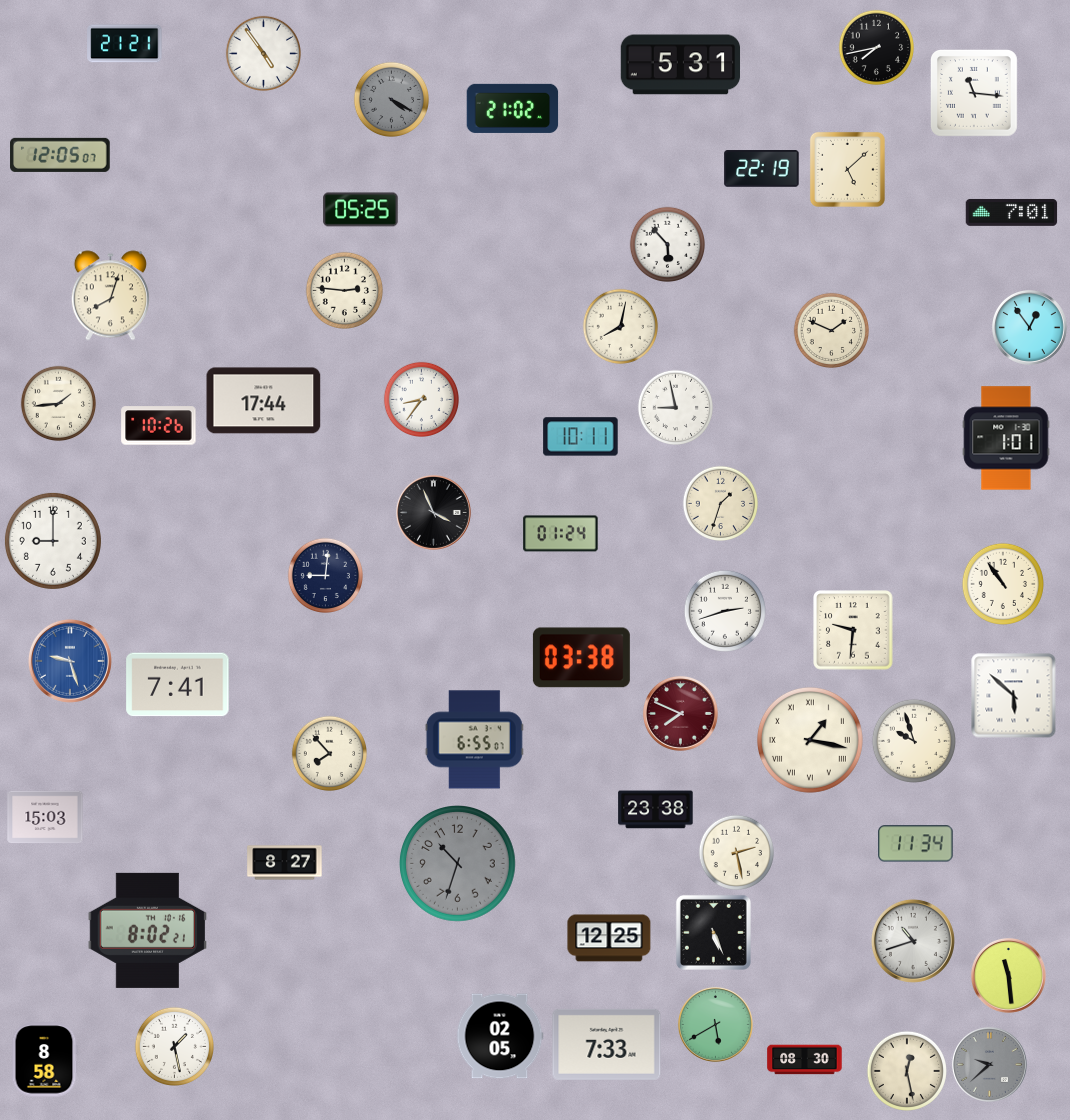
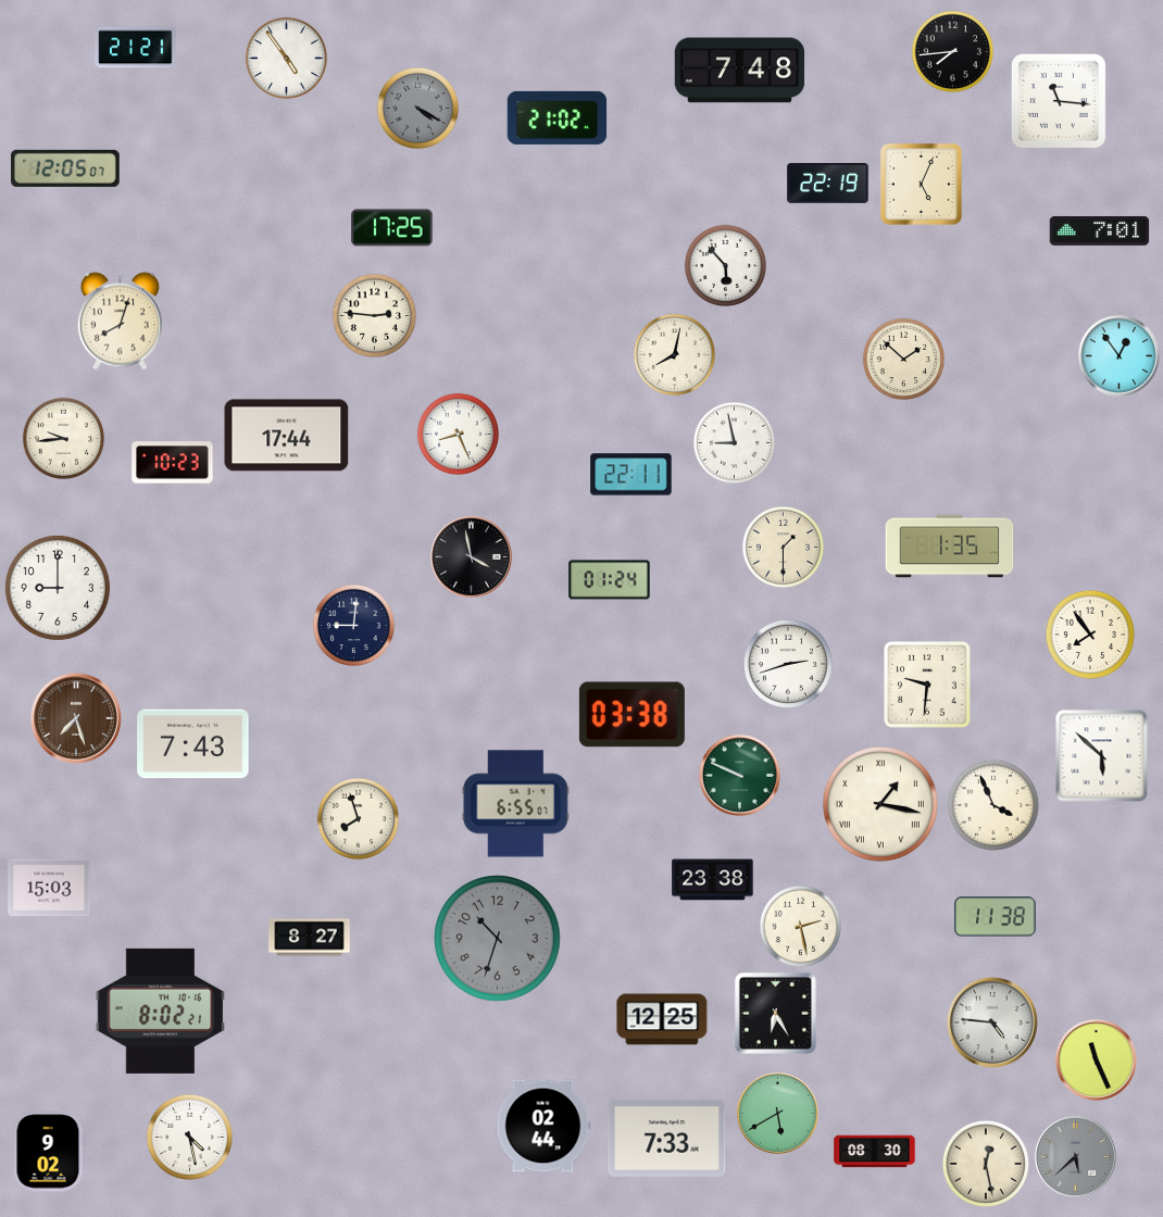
clock at (876, 47): 7:43 -> 7:44
clock at (681, 65): 5:31 -> 7:48
clock at (391, 99) position: (391, 99) -> (417, 108)
clock at (847, 169): 5:08 -> 5:04
clock at (361, 210): 05:25 -> 17:25
clock at (831, 330): 1:49 -> 1:52
clock at (421, 399): 8:36 -> 8:26
clock at (58, 403): 1:44 -> 9:44
clock at (159, 426): 10:26 -> 10:23
clock at (581, 437): 10:11 -> 22:11
clock at (1006, 438): 1:01 -> none
clock at (720, 503): 1:33 -> 1:30
clock at (950, 547): none -> 1:35
clock at (434, 513): 3:56 -> 3:58
clock at (1003, 584): 10:54 -> 7:54
clock at (70, 661): 9:27 -> 7:27
clock at (70, 661) dial: blue -> brown
clock at (178, 685): 7:41 -> 7:43
clock at (681, 714): 7:49 -> 9:49
clock at (681, 714) dial: burgundy -> green
clock at (914, 741): 9:57 -> 3:56
clock at (329, 753): 7:53 -> 7:57
clock at (916, 844): 11:34 -> 11:38
clock at (713, 932): 5:26 -> 6:25
clock at (913, 941): 10:42 -> 4:46
clock at (1009, 976): 11:29 -> 11:26
clock at (500, 1036): 02:05 -> 02:44
clock at (607, 1044) position: (607, 1044) -> (667, 1138)
clock at (174, 1046): 1:28 -> 4:28
clock at (44, 1060): 8:58 -> 9:02
clock at (990, 1065): 9:38 -> 5:38
